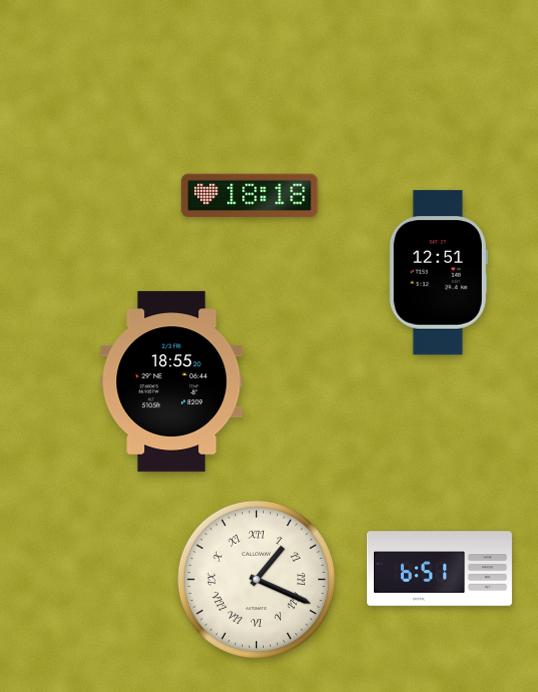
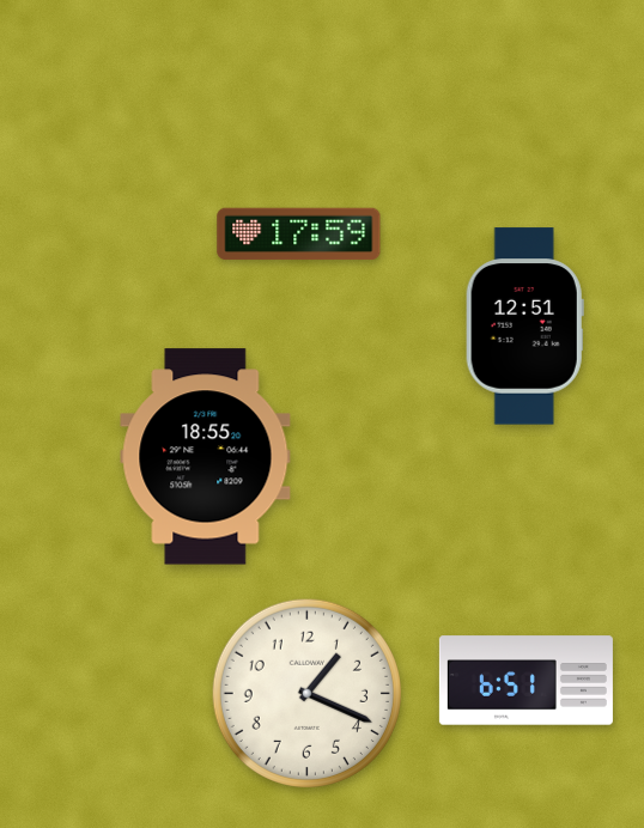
clock at (250, 196): 18:18 -> 17:59
clock at (256, 579) numerals: Roman -> Arabic
